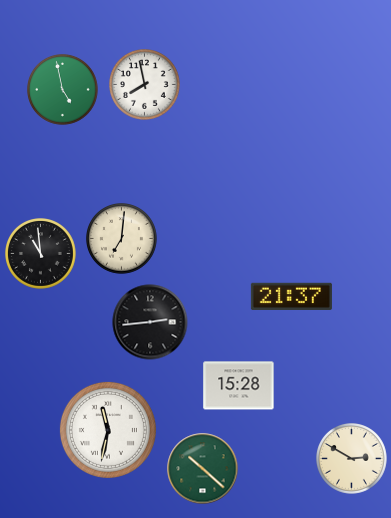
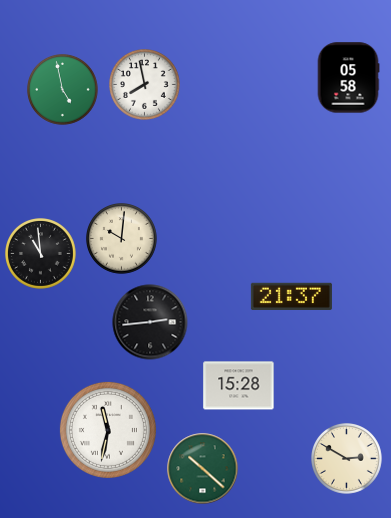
clock at (348, 78): none -> 05:58
clock at (122, 239): 7:01 -> 10:01
clock at (352, 459) position: (352, 459) -> (347, 459)
